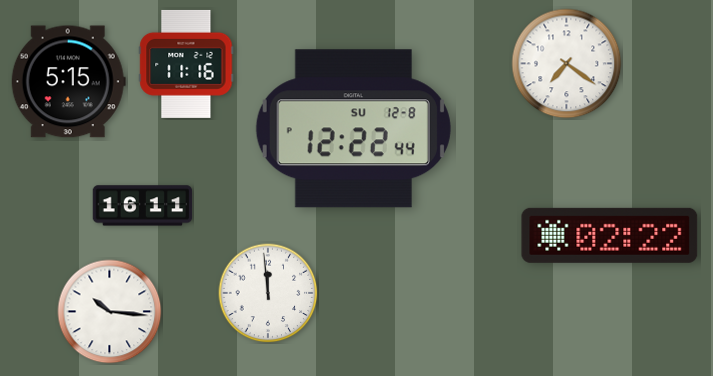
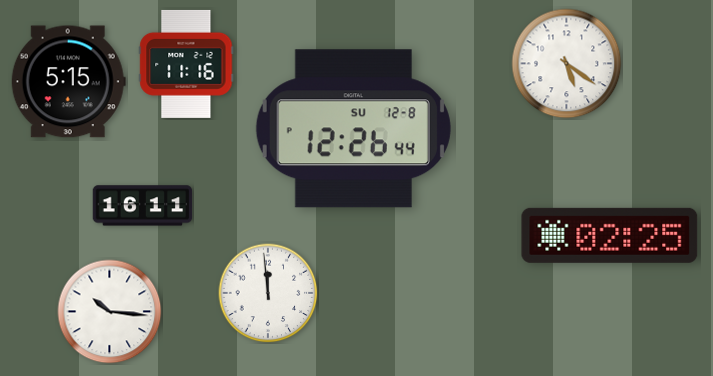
clock at (567, 64): 7:21 -> 5:21
clock at (353, 129): 12:22 -> 12:26
clock at (610, 235): 02:22 -> 02:25
